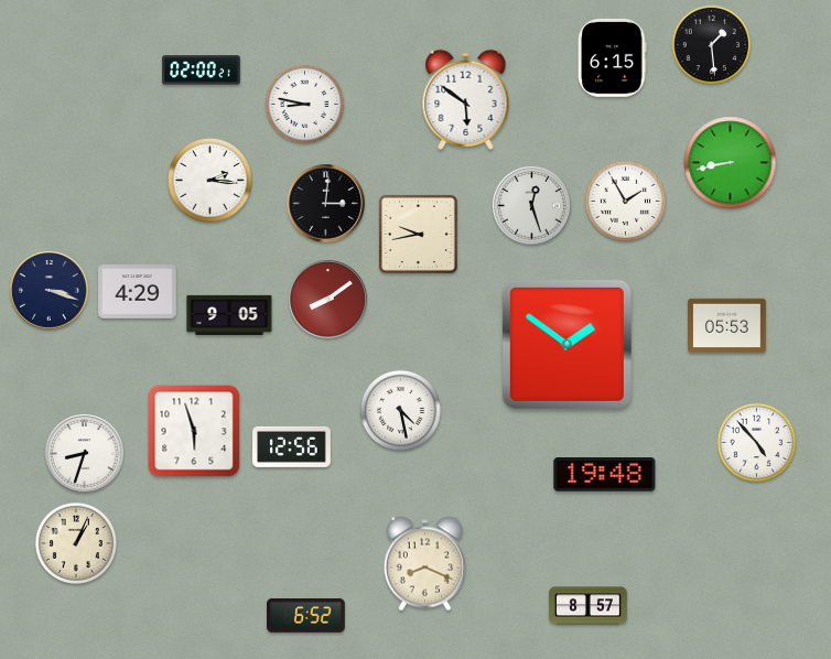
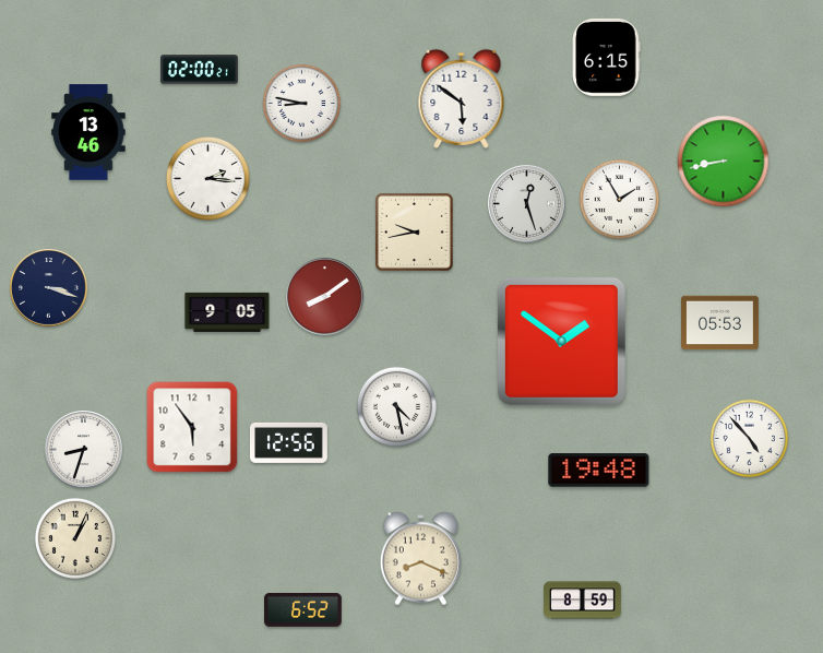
clock at (712, 45): 1:29 -> none
clock at (88, 132): none -> 13:46
clock at (326, 204): 3:01 -> none
clock at (138, 292): 4:29 -> none
clock at (194, 431): 5:57 -> 5:54
clock at (589, 606): 8:57 -> 8:59
